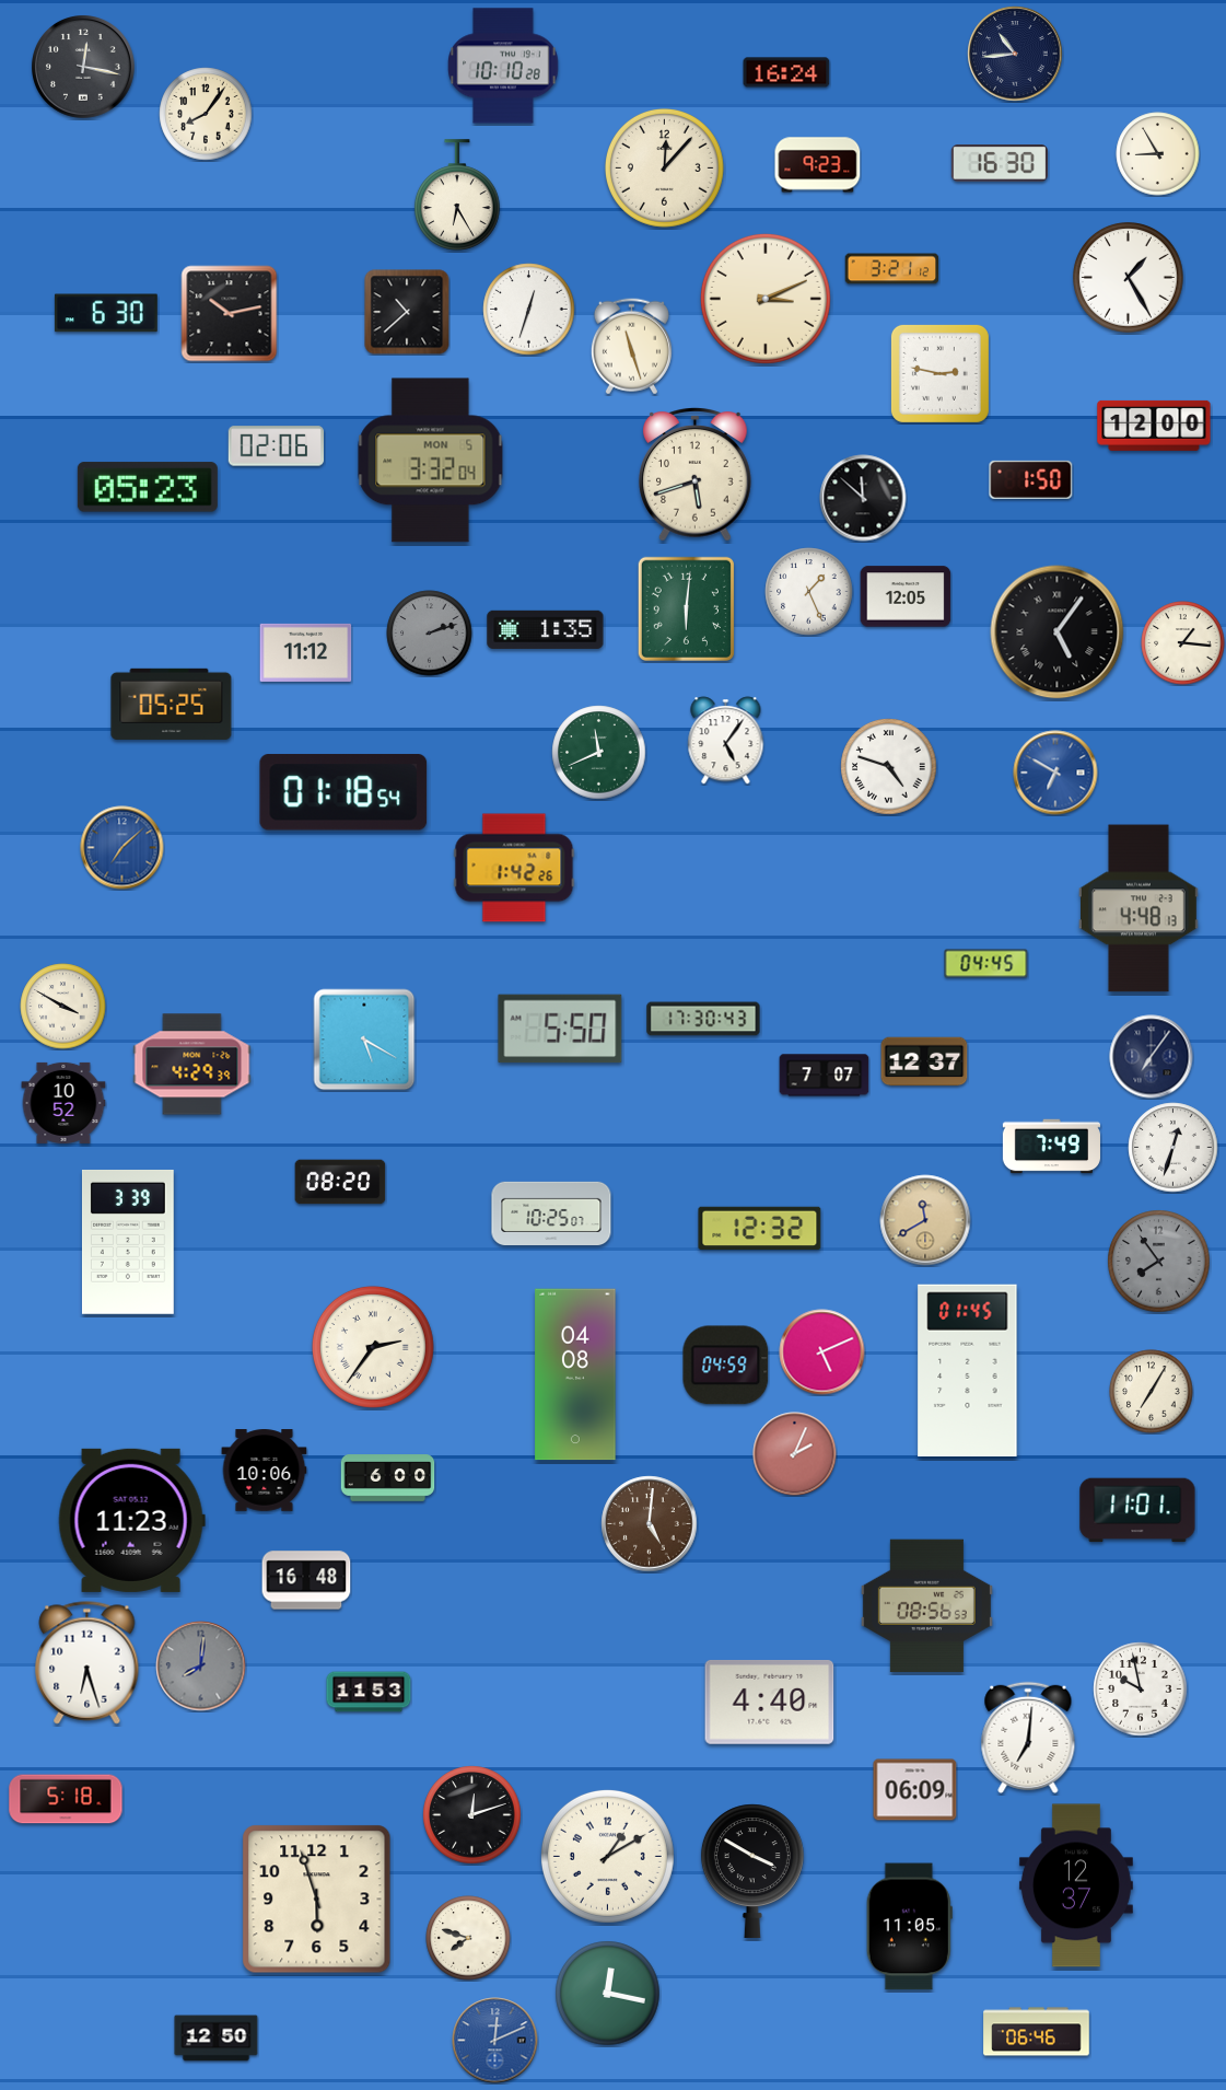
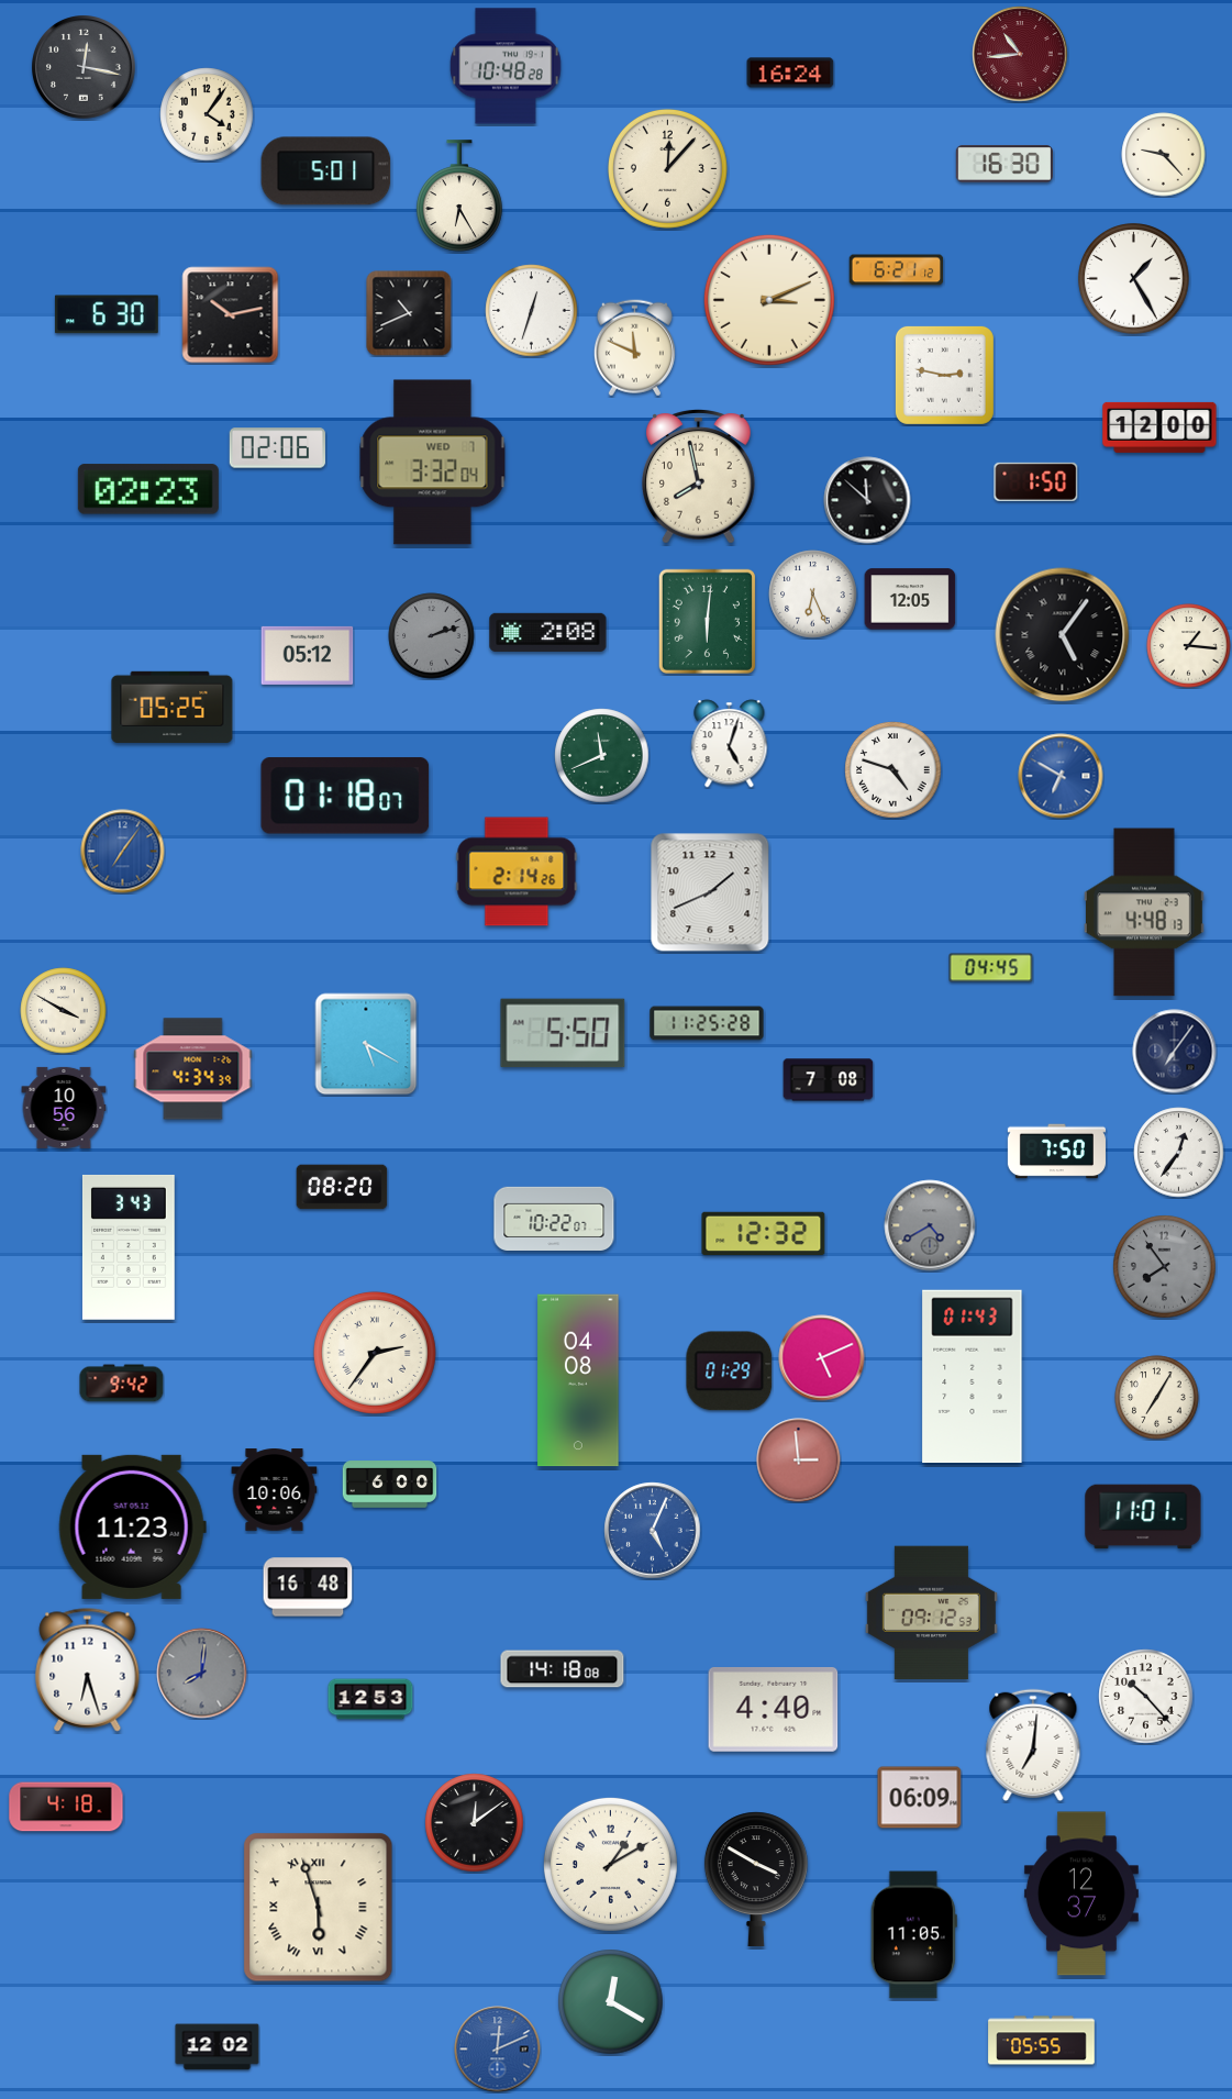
clock at (1015, 54) dial: navy -> burgundy
clock at (503, 66): 10:10 -> 10:48
clock at (206, 114): 8:06 -> 4:06
clock at (1158, 154): 8:55 -> 9:23
clock at (818, 165): 9:23 -> none
clock at (326, 171): none -> 5:01
clock at (892, 269): 3:21 -> 6:21
clock at (407, 312): 10:38 -> 10:41
clock at (631, 347): 11:27 -> 11:49
clock at (431, 461) date: MON 5 -> WED 7
clock at (696, 475): 5:42 -> 7:58
clock at (148, 487): 05:23 -> 02:23
clock at (809, 592): 1:26 -> 6:26
clock at (686, 608) position: (686, 608) -> (707, 621)
clock at (546, 629): 1:35 -> 2:08
clock at (306, 652): 11:12 -> 05:12
clock at (726, 741): 5:06 -> 5:03
clock at (343, 792): 01:18:54 -> 01:18:07
clock at (122, 848): 7:08 -> 7:06
clock at (514, 868): 1:42 -> 2:14
clock at (710, 892): none -> 1:41
clock at (703, 1019): 17:30 -> 11:25
clock at (1152, 1057) position: (1152, 1057) -> (1175, 1052)
clock at (924, 1061): 12:37 -> none
clock at (192, 1065): 4:29 -> 4:34
clock at (825, 1076): 7:07 -> 7:08
clock at (63, 1103): 10:52 -> 10:56
clock at (1051, 1147): 7:49 -> 7:50
clock at (1174, 1148): 12:33 -> 12:36
clock at (551, 1214): 10:25 -> 10:22
clock at (925, 1220): 11:40 -> 4:40
clock at (925, 1220) dial: champagne -> grey
clock at (128, 1242): 3:39 -> 3:43
clock at (822, 1352) position: (822, 1352) -> (822, 1358)
clock at (726, 1366): 04:59 -> 01:29
clock at (968, 1371): 01:45 -> 01:43
clock at (122, 1384): none -> 9:42
clock at (795, 1454): 2:04 -> 2:59
clock at (265, 1471) position: (265, 1471) -> (275, 1490)
clock at (650, 1524): 5:01 -> 5:04
clock at (650, 1524) dial: brown -> blue
clock at (926, 1606): 08:56 -> 09:12
clock at (563, 1669): none -> 14:18
clock at (1141, 1690): 9:58 -> 10:23
clock at (369, 1692): 11:53 -> 12:53
clock at (66, 1799): 5:18 -> 4:18
clock at (472, 1815): 12:12 -> 12:09
clock at (317, 1900) numerals: Arabic -> Roman
clock at (468, 1938): 7:48 -> none
clock at (608, 1994): 12:17 -> 12:20
clock at (1037, 2032): 06:46 -> 05:55
clock at (217, 2039): 12:50 -> 12:02
